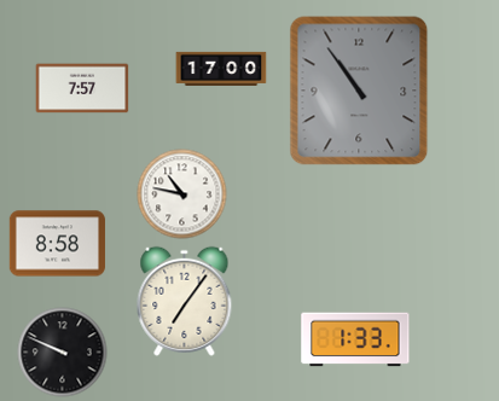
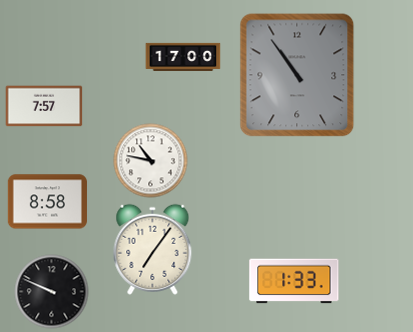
clock at (82, 88) position: (82, 88) -> (44, 106)
